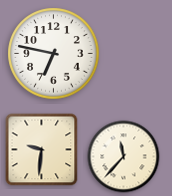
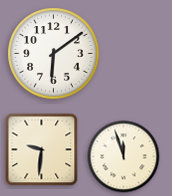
clock at (54, 54): 6:47 -> 6:09
clock at (124, 157): 11:37 -> 11:57
